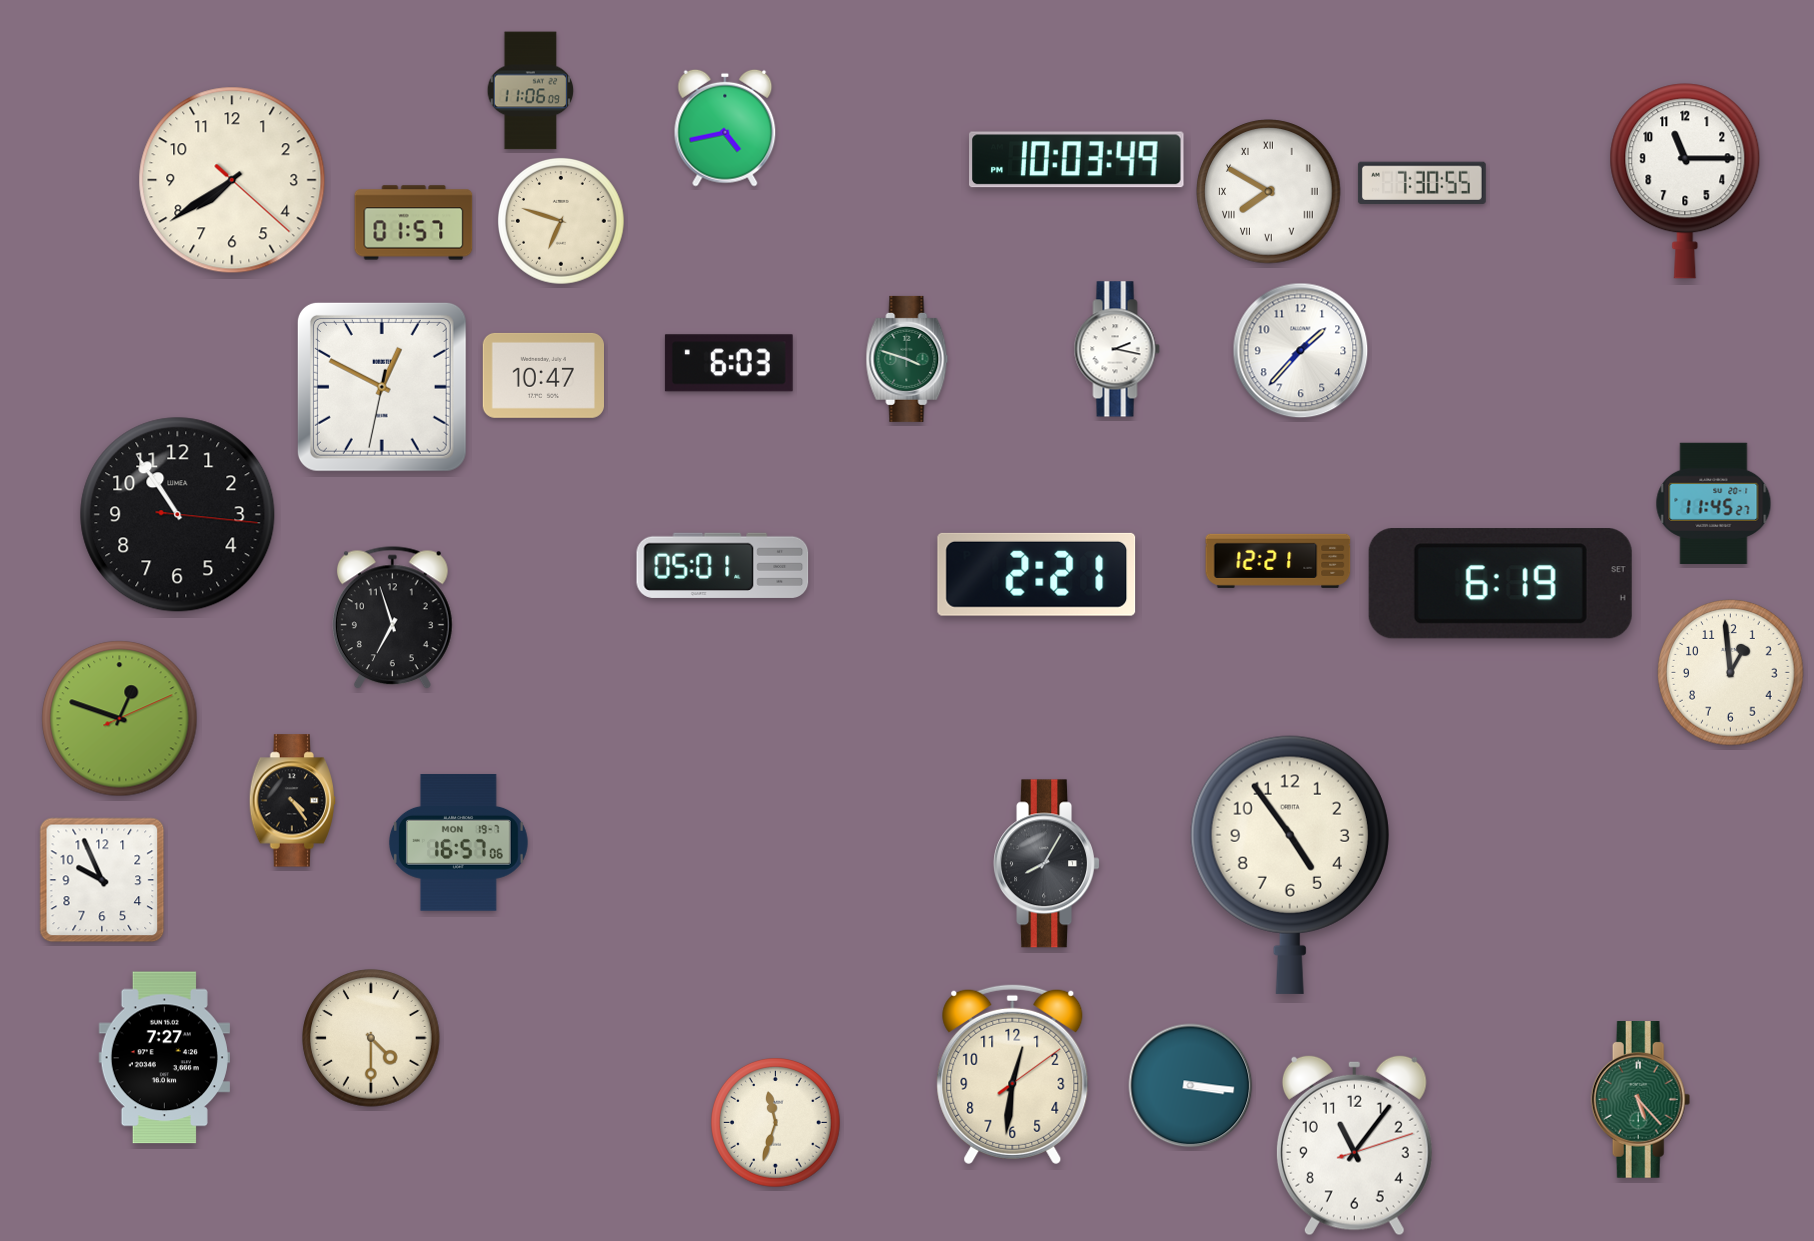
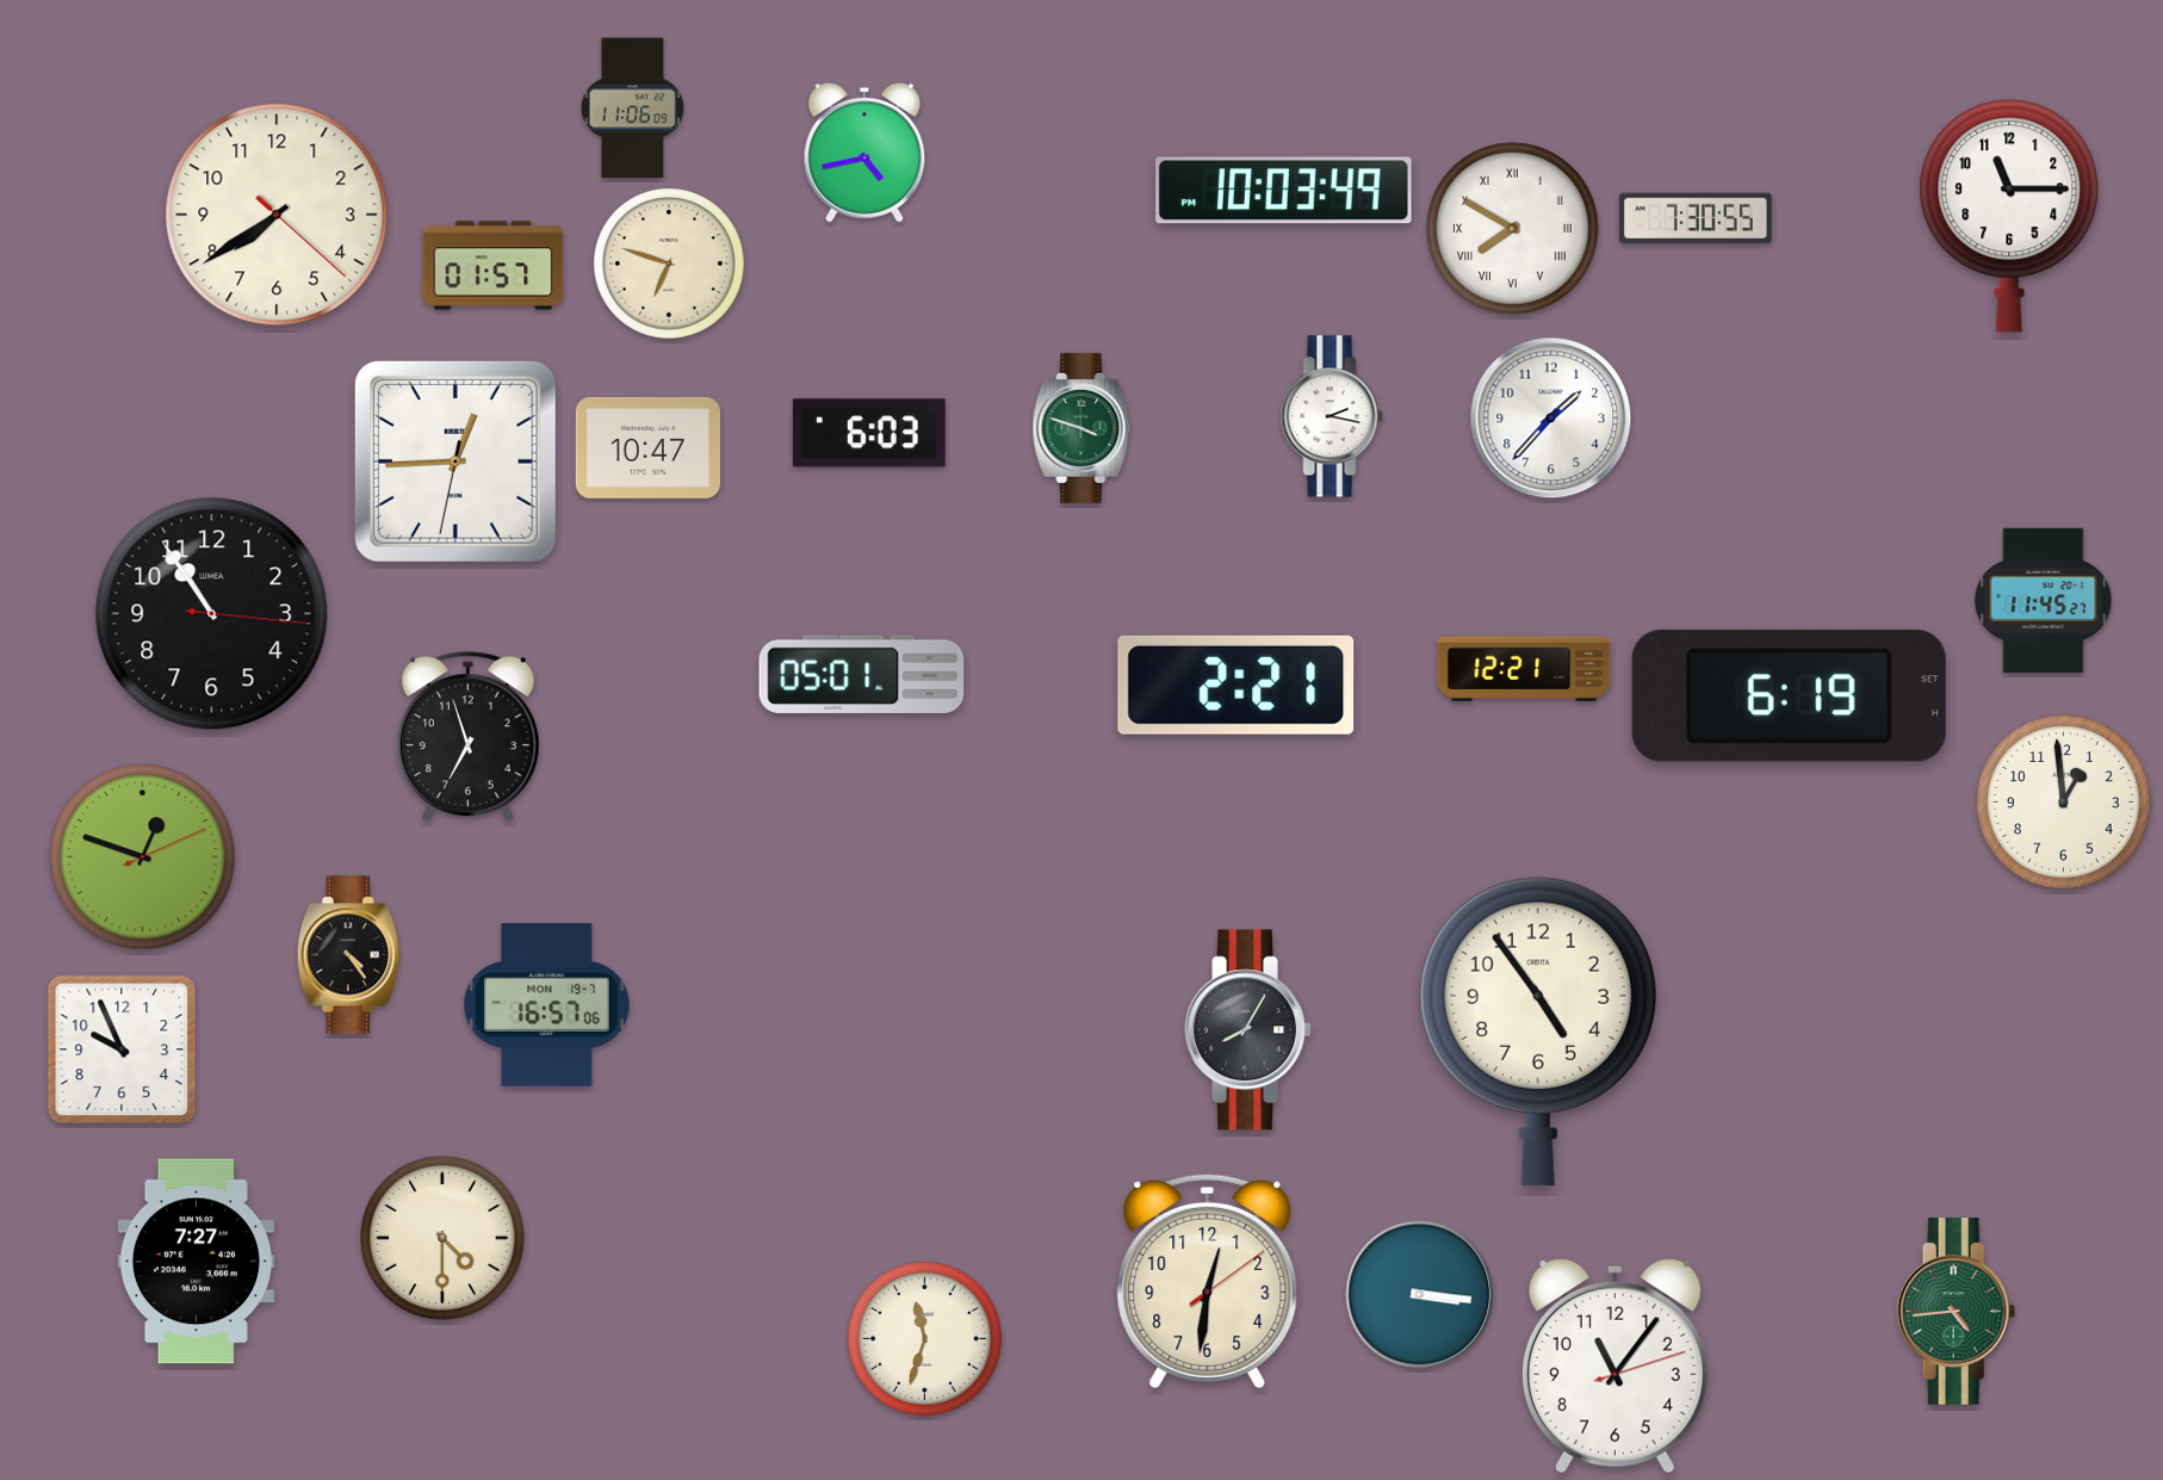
clock at (382, 387): 12:49 -> 12:44
clock at (1641, 1100): 5:23 -> 4:44
